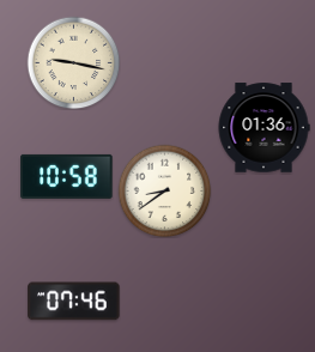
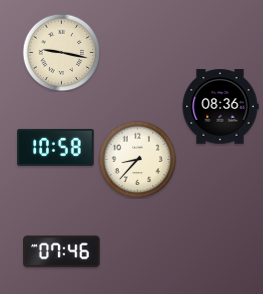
clock at (263, 128): 01:36 -> 08:36
clock at (164, 190): 8:39 -> 8:37
